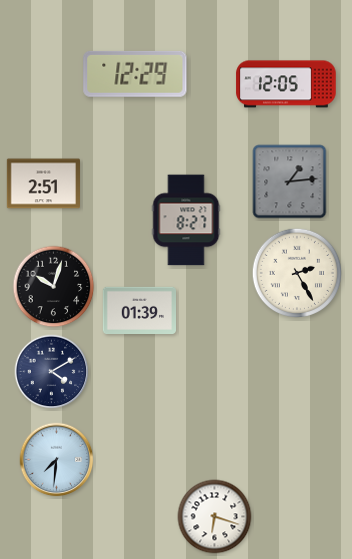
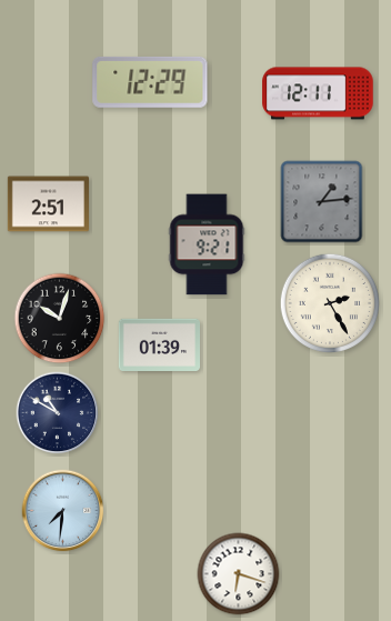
clock at (286, 84): 12:05 -> 12:11
clock at (186, 220): 8:27 -> 9:21
clock at (139, 310) position: (139, 310) -> (159, 344)
clock at (52, 372): 4:10 -> 10:50
